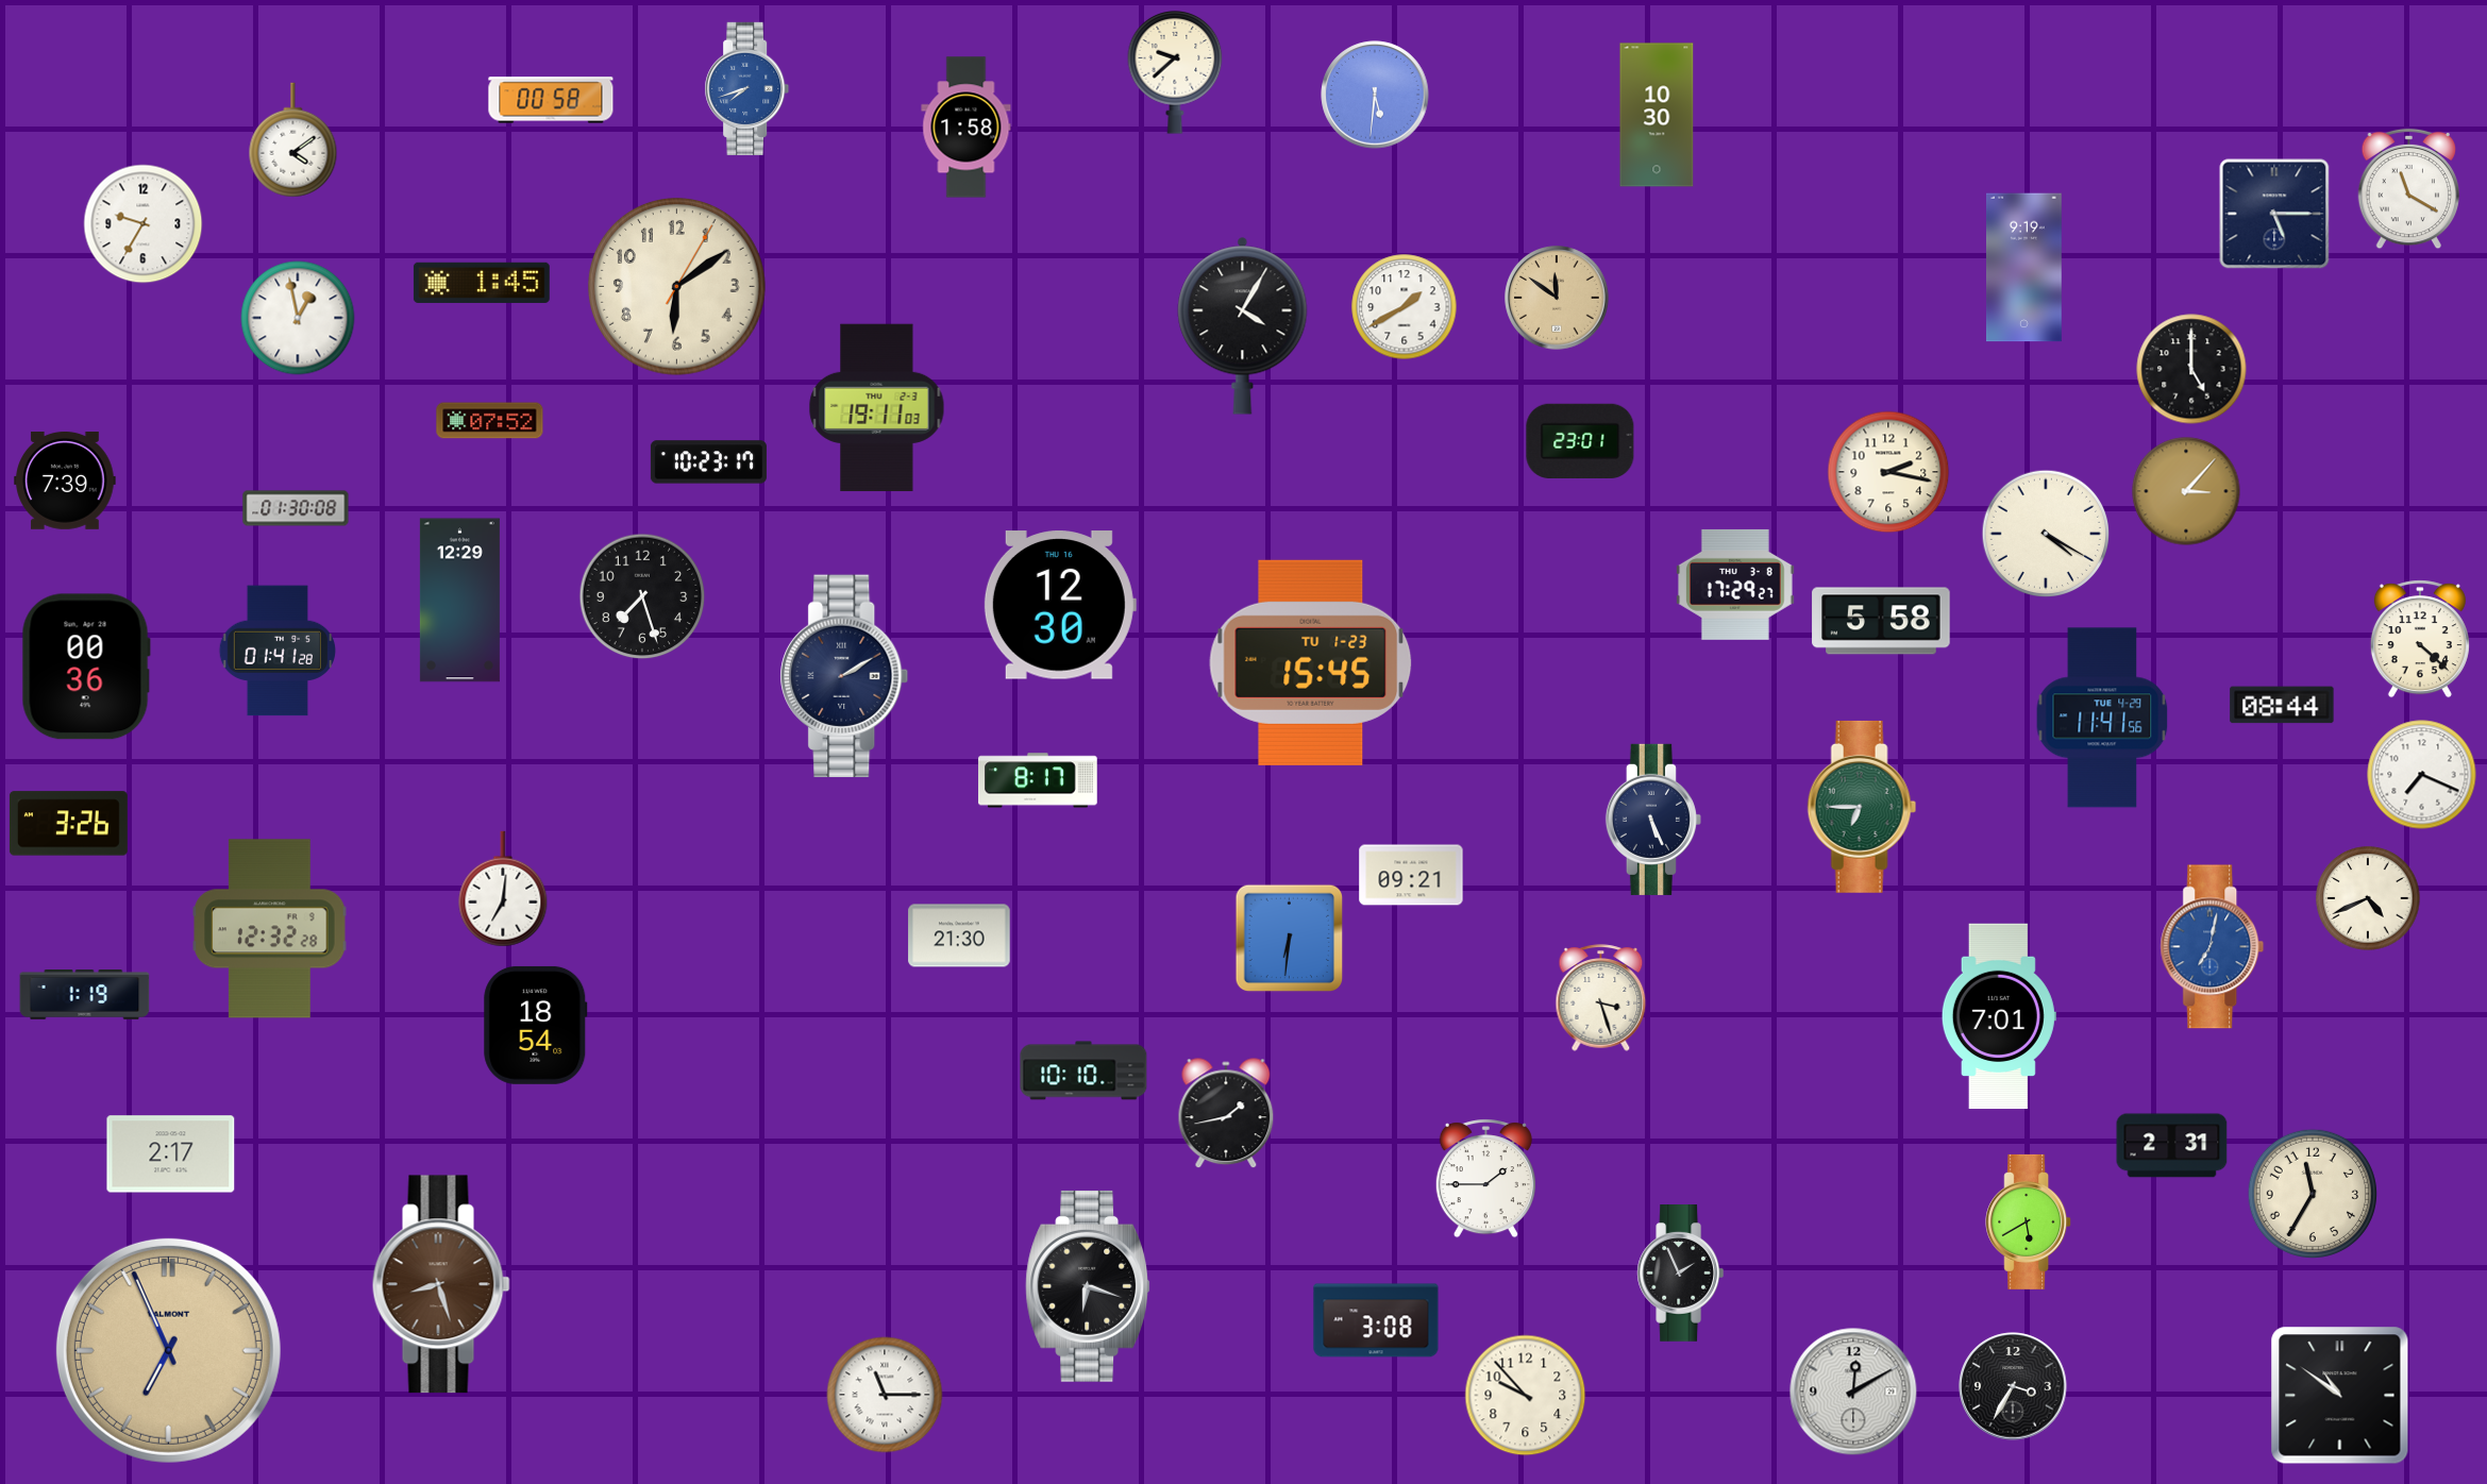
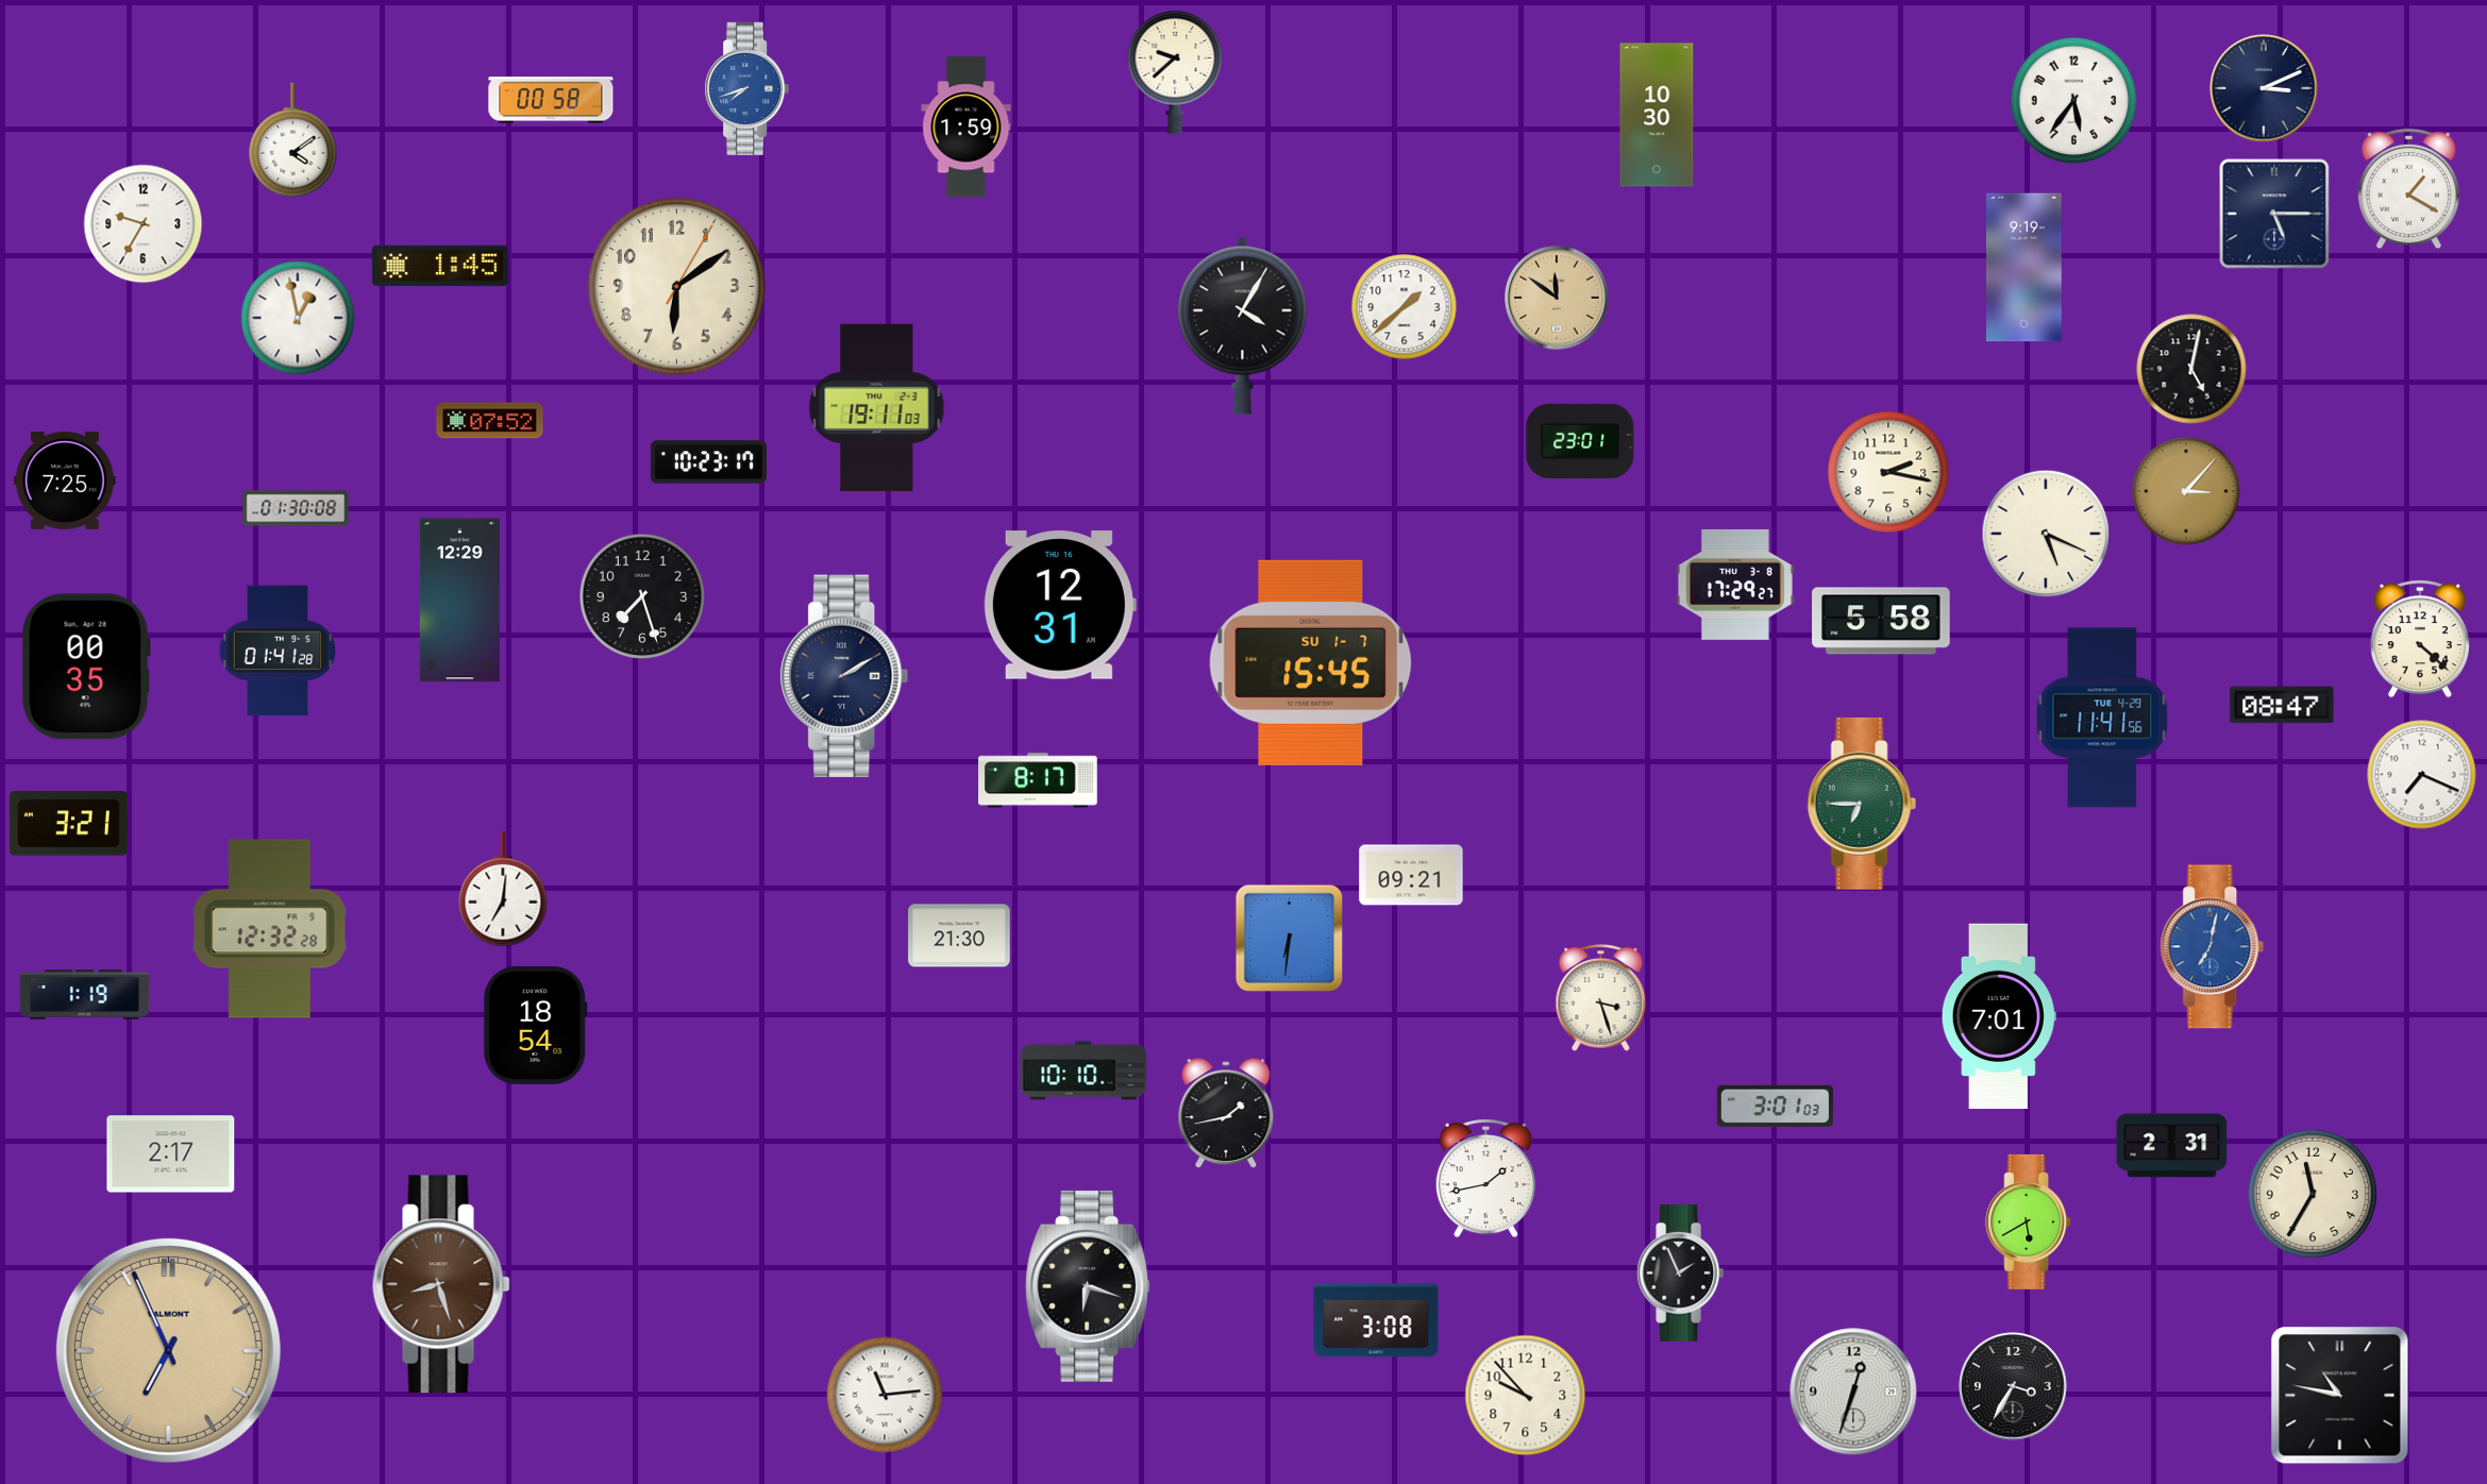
clock at (2264, 88): none -> 3:11
clock at (1375, 95): 5:31 -> none
clock at (2074, 101): none -> 5:36
clock at (967, 128): 1:58 -> 1:59
clock at (2409, 189): 11:20 -> 1:20
clock at (482, 283) position: (482, 283) -> (440, 266)
clock at (1405, 307): 1:40 -> 1:38
clock at (2191, 369): 5:00 -> 5:02
clock at (65, 482): 7:39 -> 7:25
clock at (2046, 534): 4:20 -> 5:19
clock at (1060, 605): 12:30 -> 12:31
clock at (1311, 662) date: TU 1-23 -> SU 1-7
clock at (86, 667): 00:36 -> 00:35
clock at (2282, 705): 08:44 -> 08:47
clock at (1862, 807) position: (1862, 807) -> (1862, 804)
clock at (1653, 820): 5:26 -> none
clock at (68, 824): 3:26 -> 3:21
clock at (2368, 898): 4:41 -> none
clock at (1775, 1106): none -> 3:01
clock at (1485, 1179): 1:45 -> 1:43
clock at (1853, 1392): 12:10 -> 12:33
clock at (885, 1395): 11:15 -> 11:14
clock at (2340, 1396): 10:51 -> 10:47
